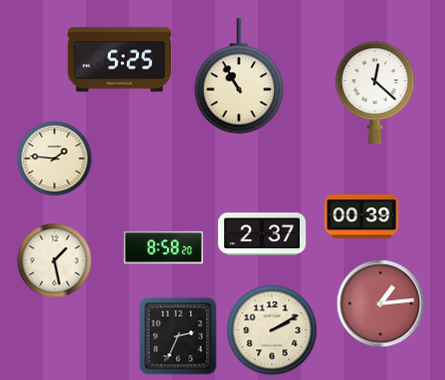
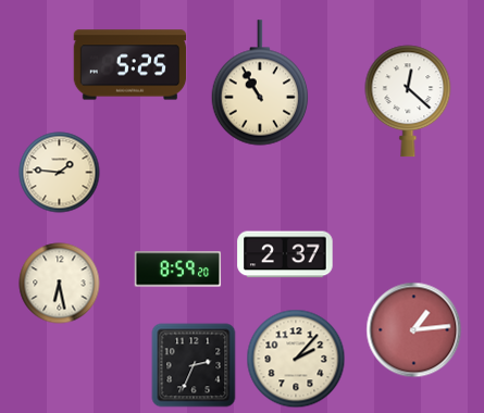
clock at (362, 217): 00:39 -> none
clock at (164, 248): 8:58 -> 8:59
clock at (55, 261): 1:28 -> 6:28
clock at (272, 330): 2:10 -> 2:07
